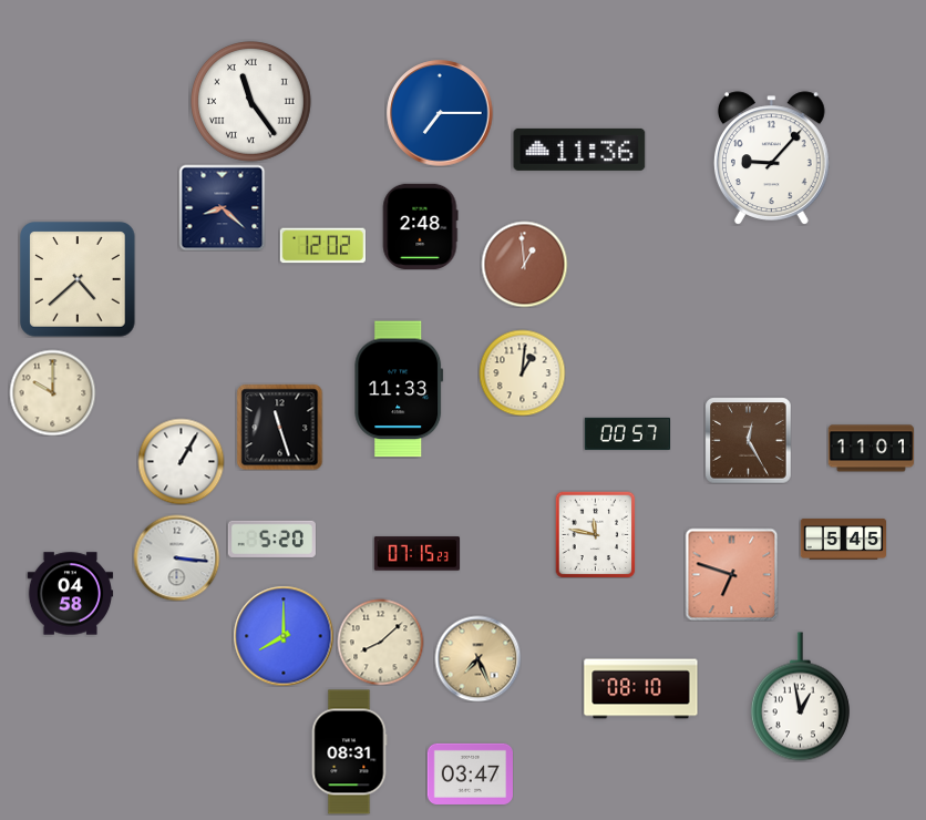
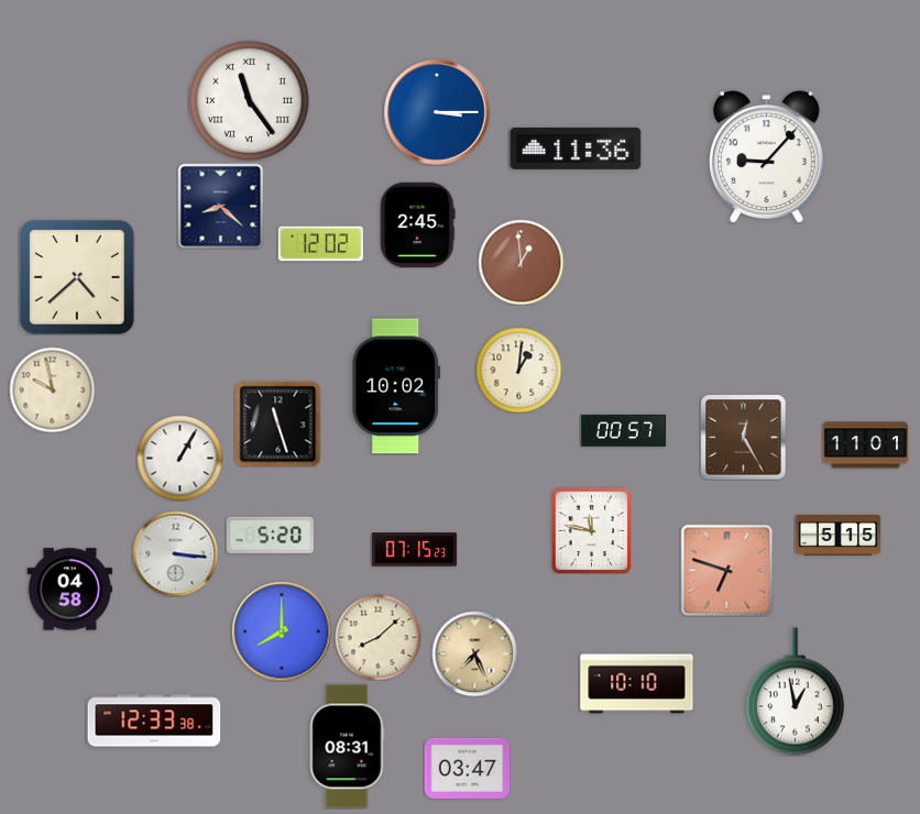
clock at (440, 113): 7:15 -> 3:15
clock at (420, 226): 2:48 -> 2:45
clock at (399, 389): 11:33 -> 10:02
clock at (52, 392): 10:00 -> 9:58
clock at (843, 539): 5:45 -> 5:15
clock at (641, 689): 08:10 -> 10:10
clock at (154, 721): none -> 12:33
